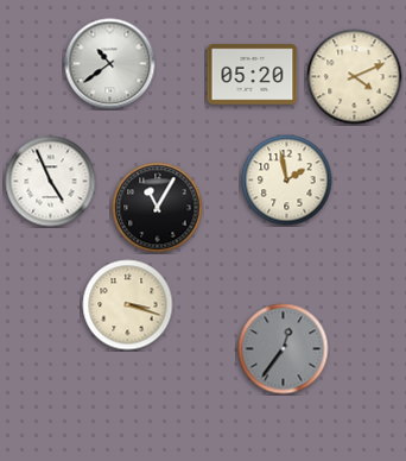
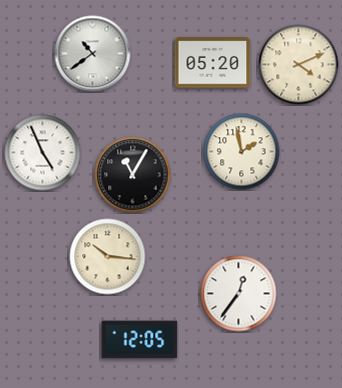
clock at (128, 305): 3:18 -> 10:16
clock at (284, 349) dial: grey -> white
clock at (140, 340): none -> 12:05
